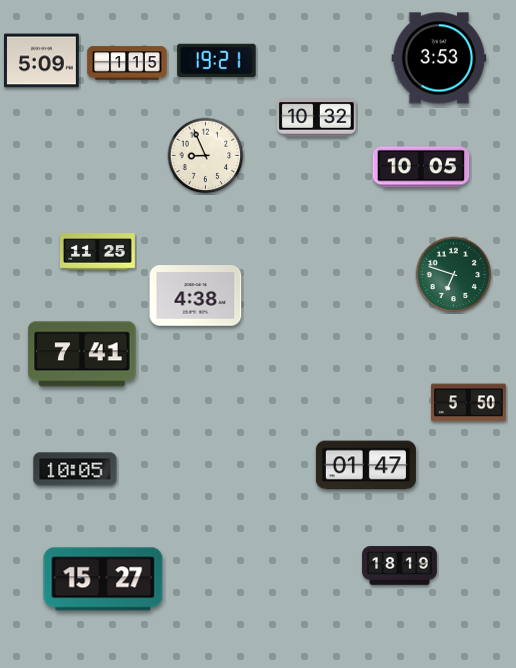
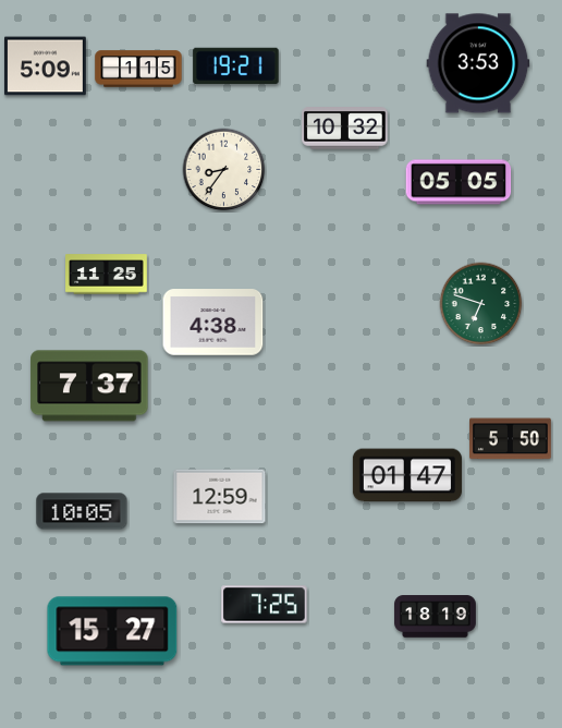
clock at (206, 156): 8:56 -> 8:36
clock at (421, 167): 10:05 -> 05:05
clock at (454, 275) position: (454, 275) -> (481, 304)
clock at (82, 354): 7:41 -> 7:37
clock at (220, 497): none -> 12:59
clock at (366, 465) position: (366, 465) -> (407, 475)
clock at (265, 605): none -> 7:25
